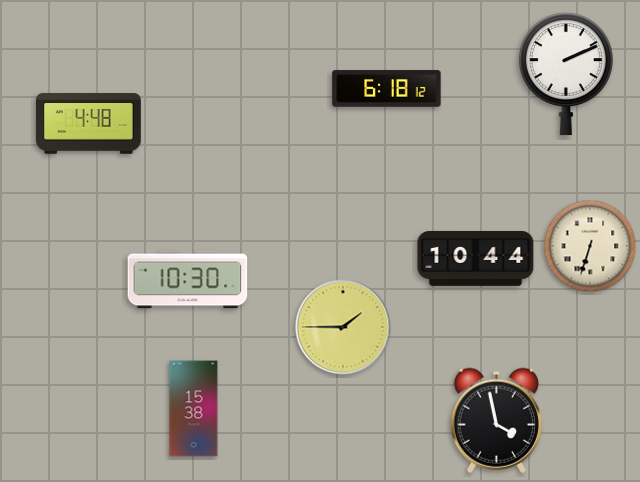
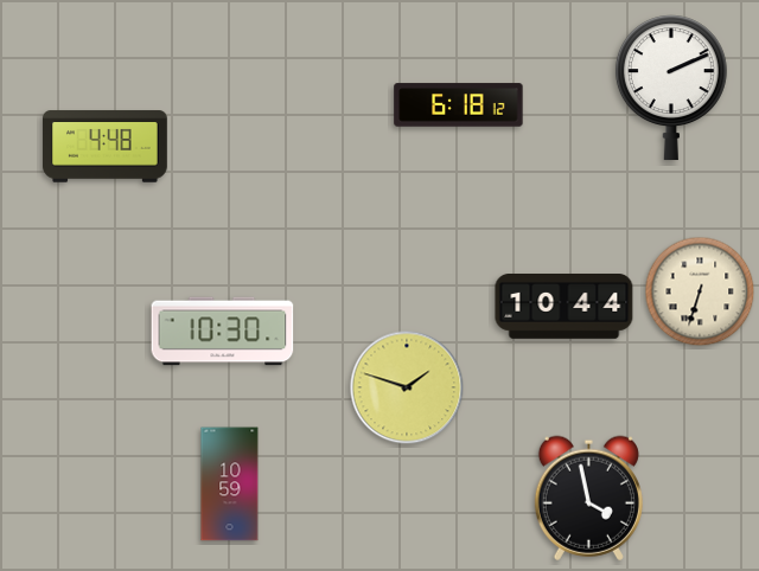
clock at (343, 327): 1:45 -> 1:48
clock at (194, 409): 15:38 -> 10:59
